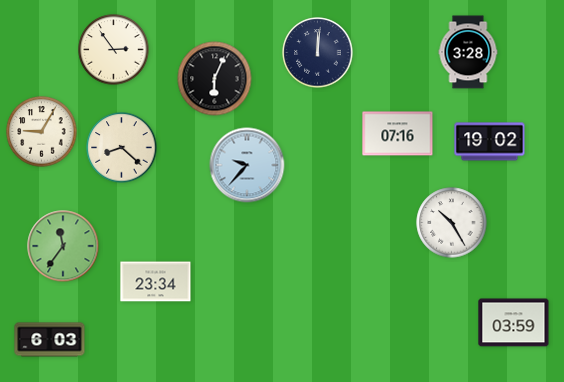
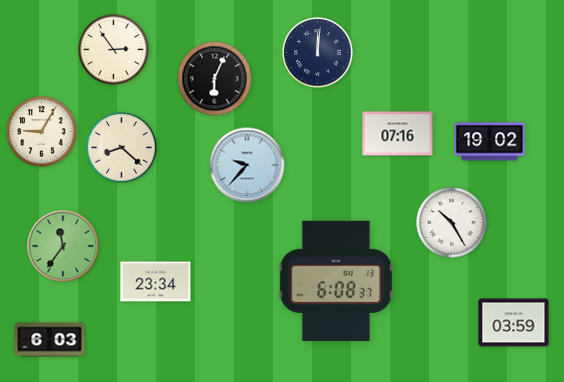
clock at (468, 52): 3:28 -> none
clock at (336, 281): none -> 6:08
